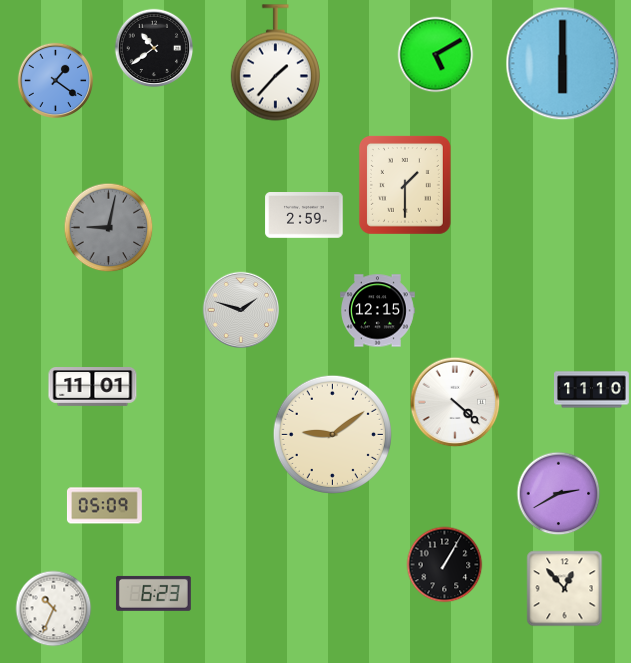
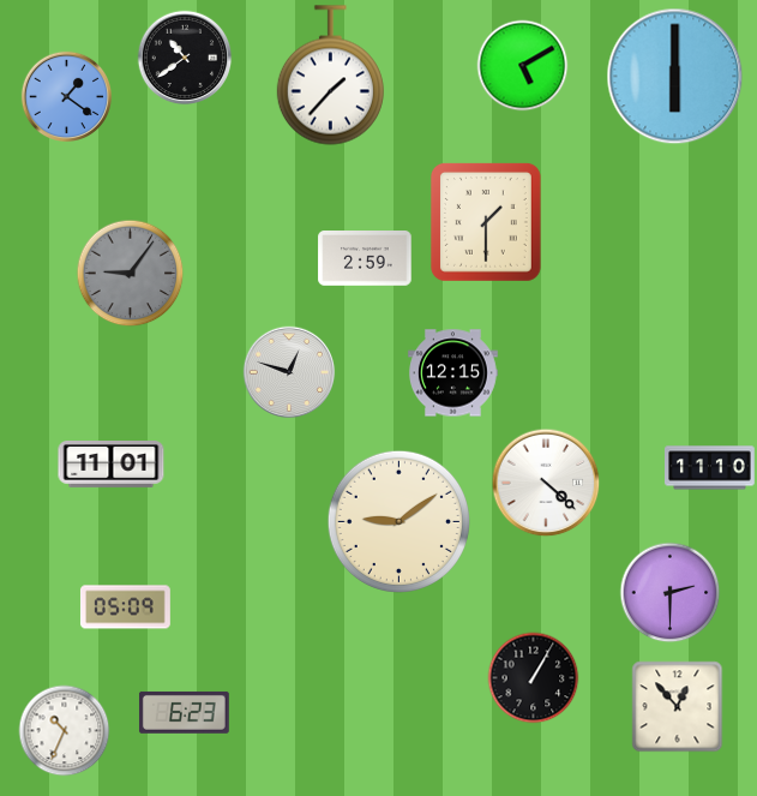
clock at (109, 228): 9:02 -> 9:06
clock at (241, 310): 1:48 -> 12:48
clock at (559, 494): 2:40 -> 2:30
